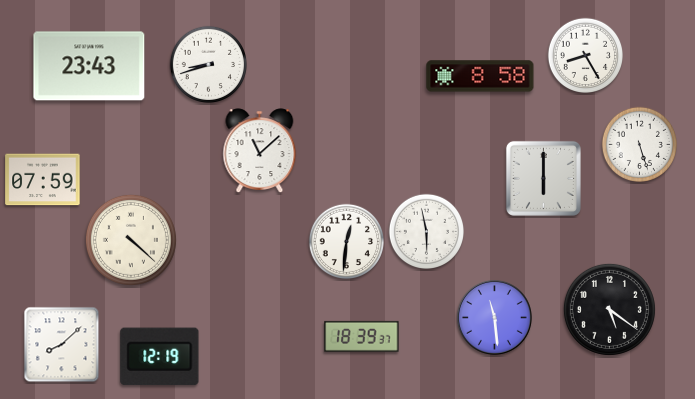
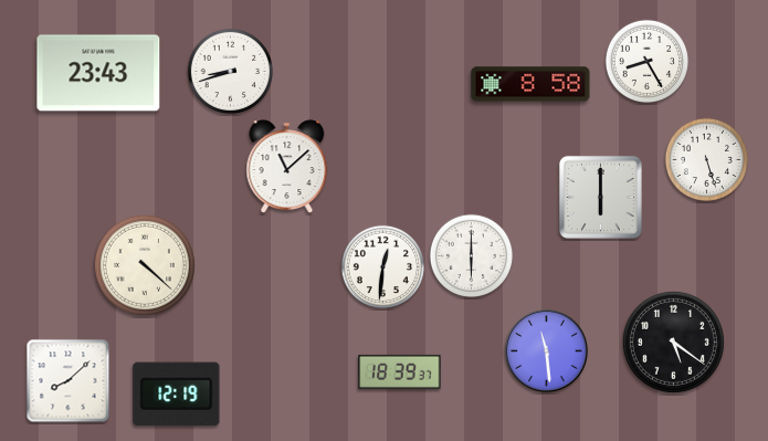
clock at (43, 180): 07:59 -> none
clock at (426, 231): 5:58 -> 6:00
